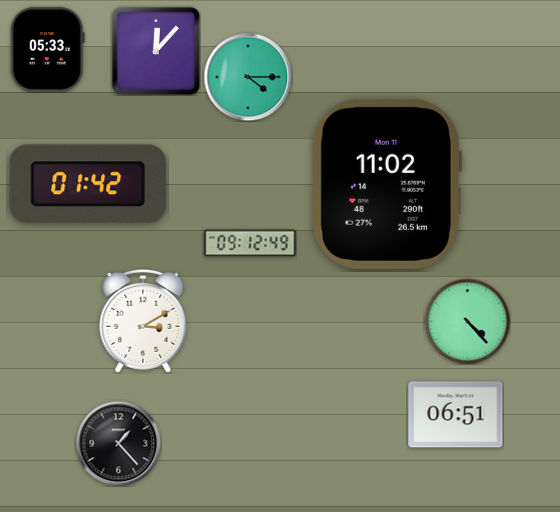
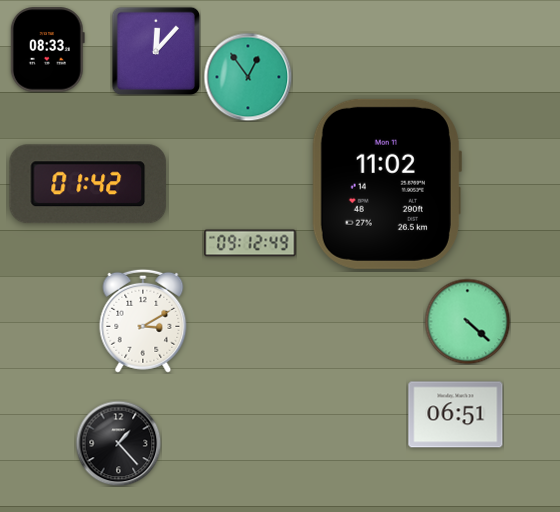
clock at (47, 50): 05:33 -> 08:33
clock at (248, 77): 4:15 -> 12:54
clock at (467, 321): 4:23 -> 4:22
